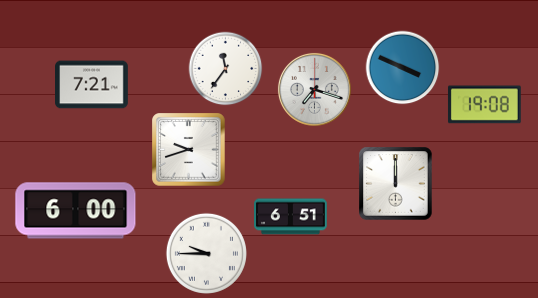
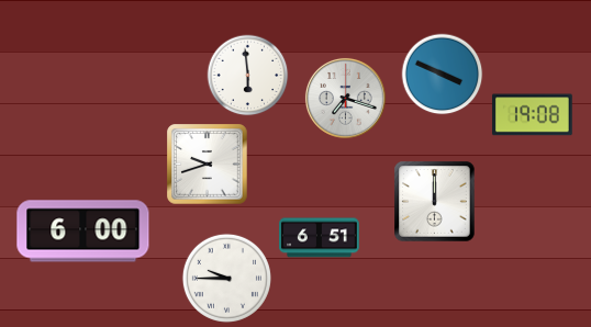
clock at (226, 69): 11:36 -> 5:59
clock at (92, 85): 7:21 -> none
